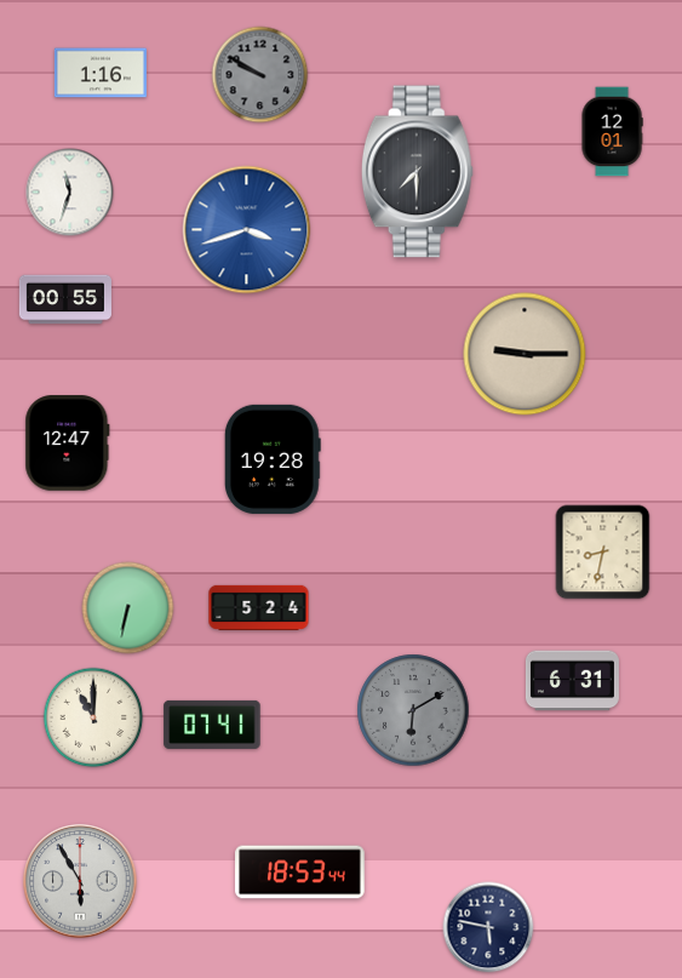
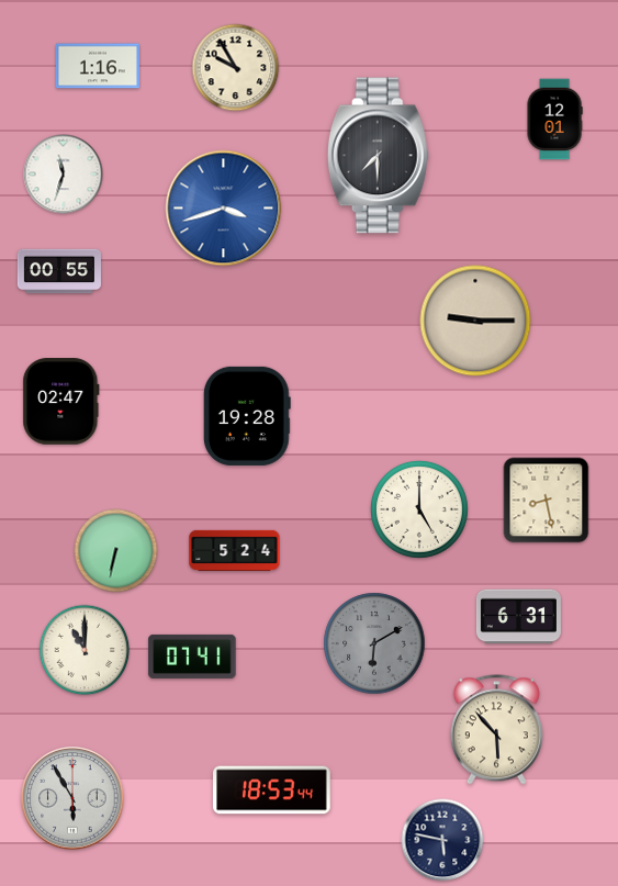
clock at (101, 73) position: (101, 73) -> (98, 66)
clock at (260, 75): 9:50 -> 9:55
clock at (260, 75) dial: grey -> cream
clock at (68, 444): 12:47 -> 02:47
clock at (603, 553): 8:32 -> 8:28
clock at (420, 511): none -> 5:00
clock at (496, 730): none -> 5:53
